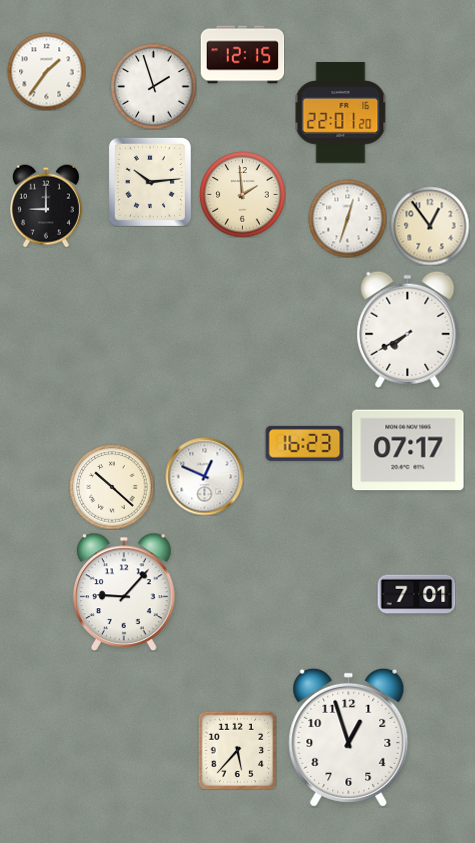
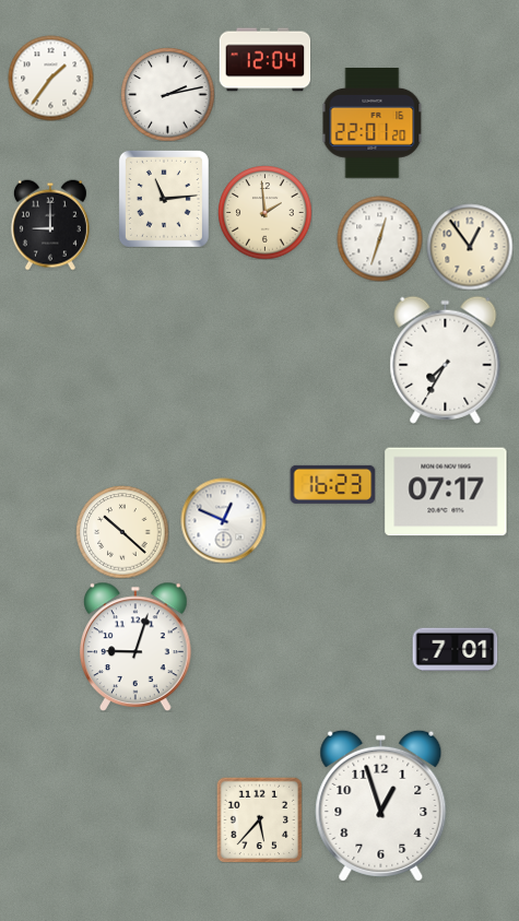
clock at (242, 55): 12:15 -> 12:04
clock at (153, 86): 1:57 -> 2:13
clock at (150, 182): 10:14 -> 11:14
clock at (408, 329): 7:40 -> 7:35
clock at (124, 591): 9:07 -> 9:03
